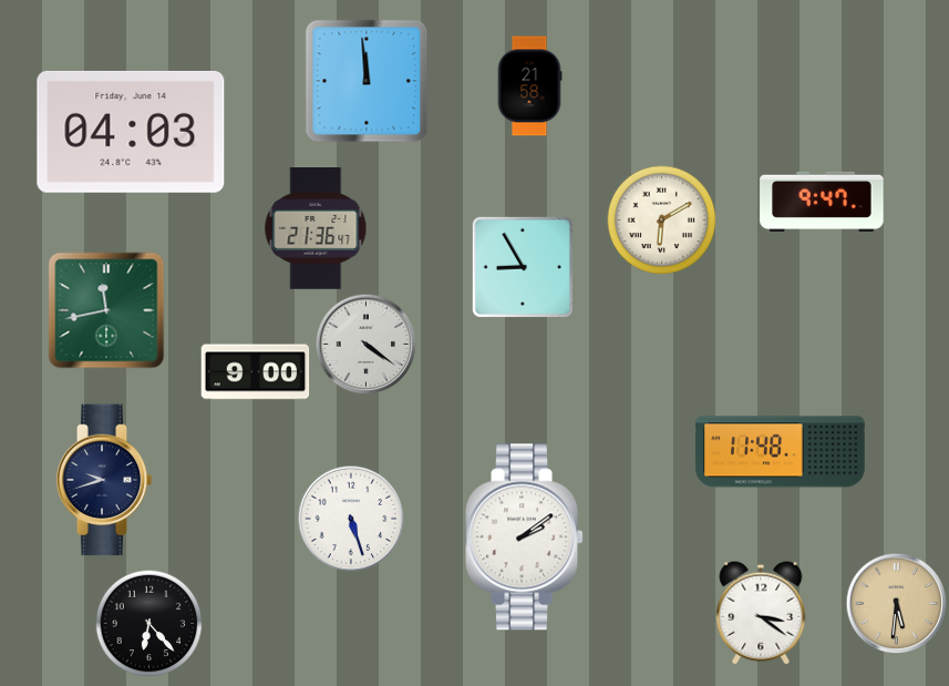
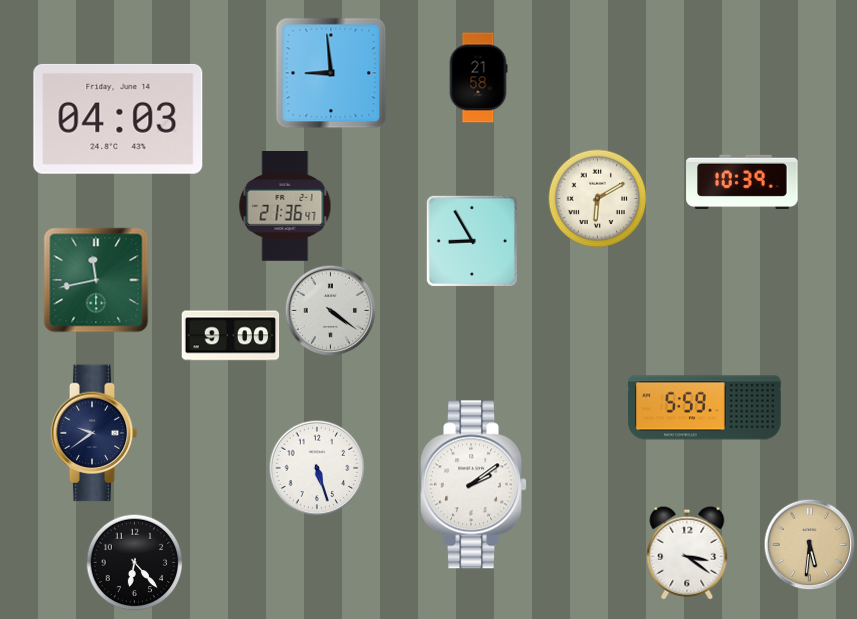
clock at (367, 81): 11:59 -> 8:59
clock at (822, 201): 9:47 -> 10:39
clock at (781, 452): 11:48 -> 5:59
clock at (104, 480): 9:42 -> 9:39
